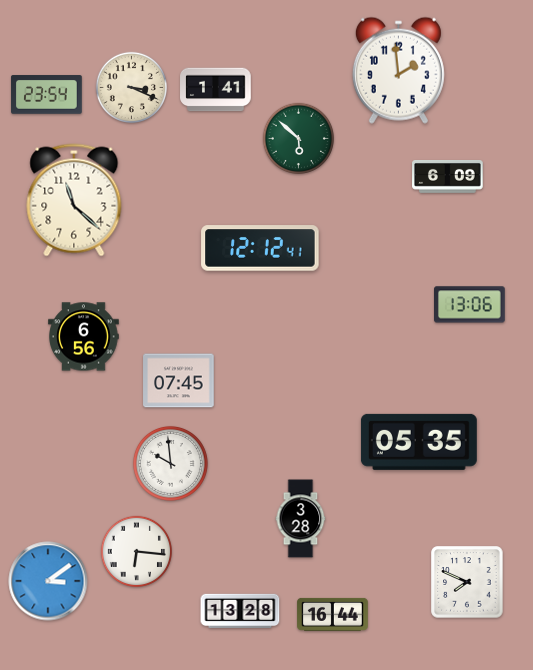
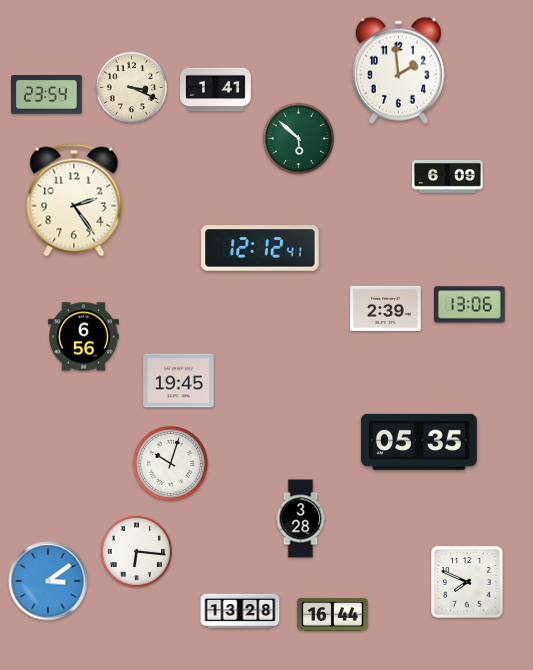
clock at (74, 200): 11:22 -> 2:24
clock at (386, 308): none -> 2:39
clock at (179, 381): 07:45 -> 19:45
clock at (170, 463): 9:59 -> 10:03
